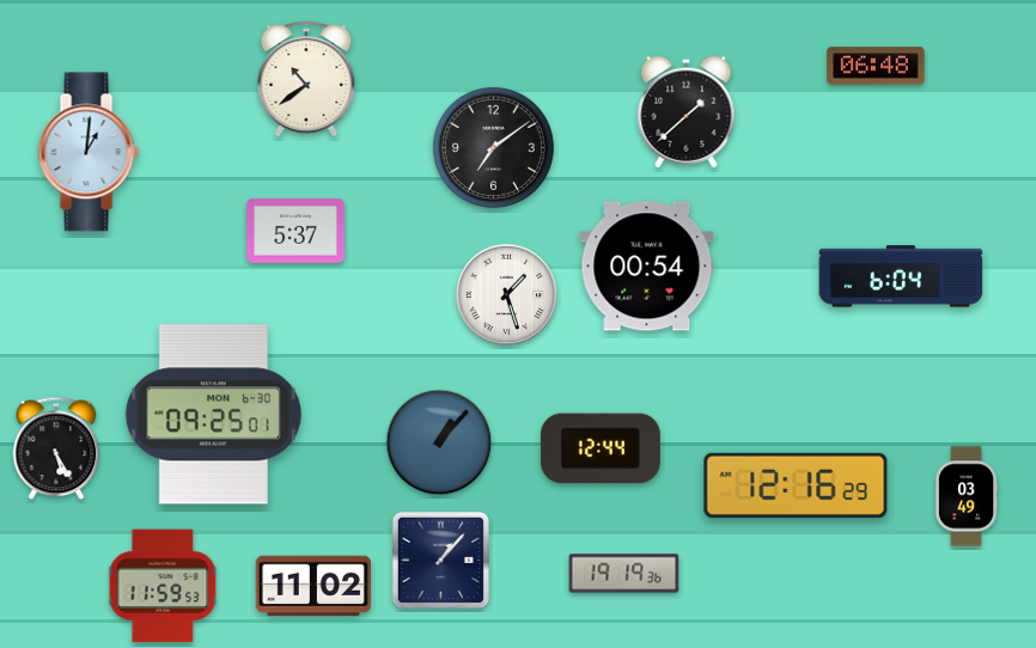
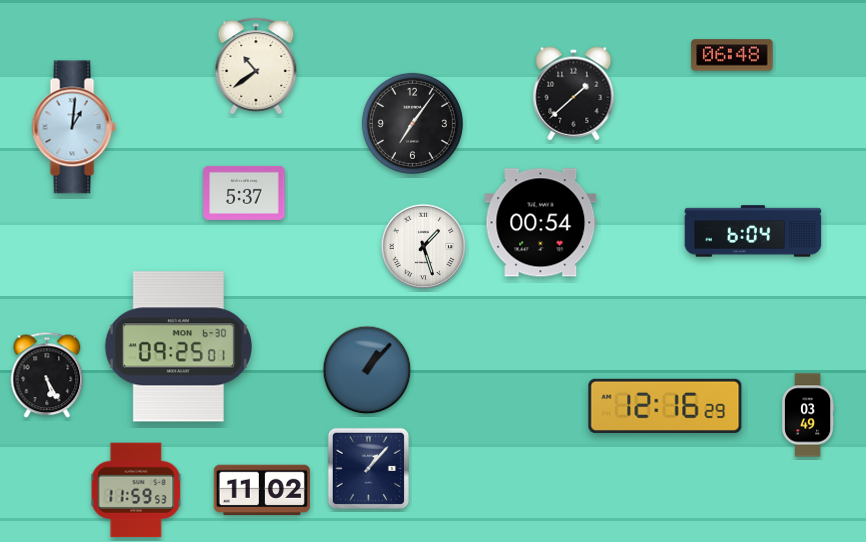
clock at (493, 147): 7:09 -> 7:06
clock at (295, 231) position: (295, 231) -> (244, 193)
clock at (601, 448): 12:44 -> none
clock at (624, 574): 19:19 -> none
